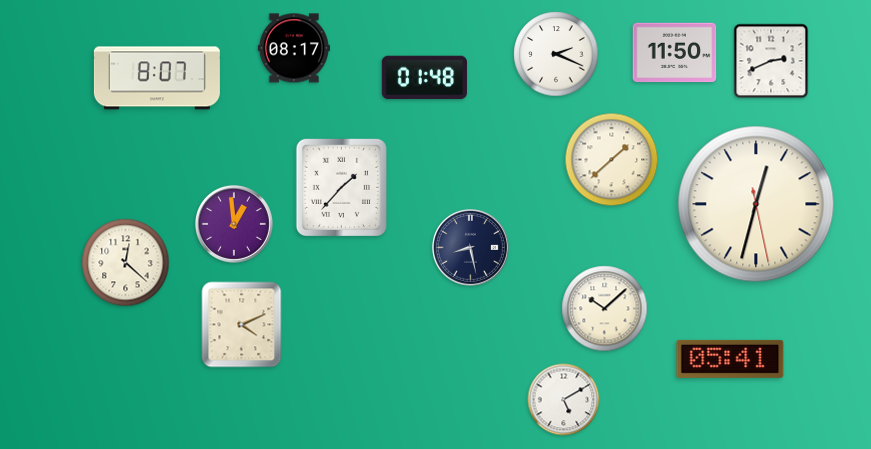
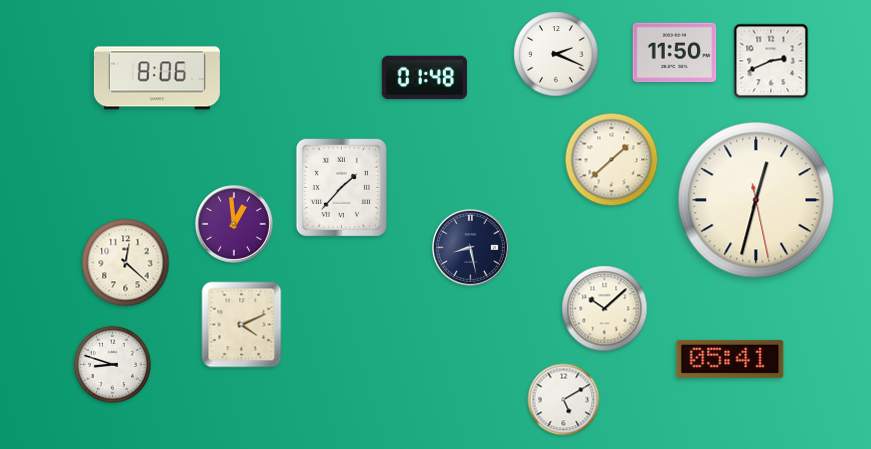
clock at (294, 48): 08:17 -> none
clock at (157, 78): 8:07 -> 8:06
clock at (756, 204) position: (756, 204) -> (756, 200)
clock at (113, 365): none -> 8:48
